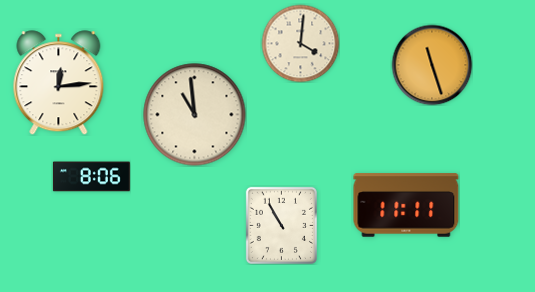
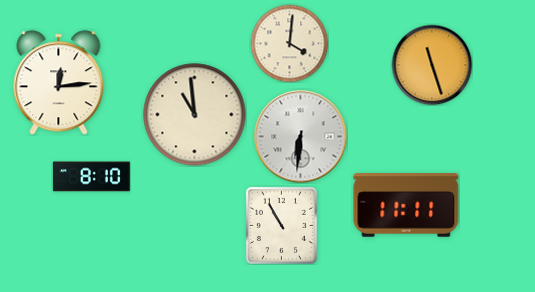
clock at (300, 43) position: (300, 43) -> (289, 43)
clock at (300, 136): none -> 6:31
clock at (91, 177): 8:06 -> 8:10
